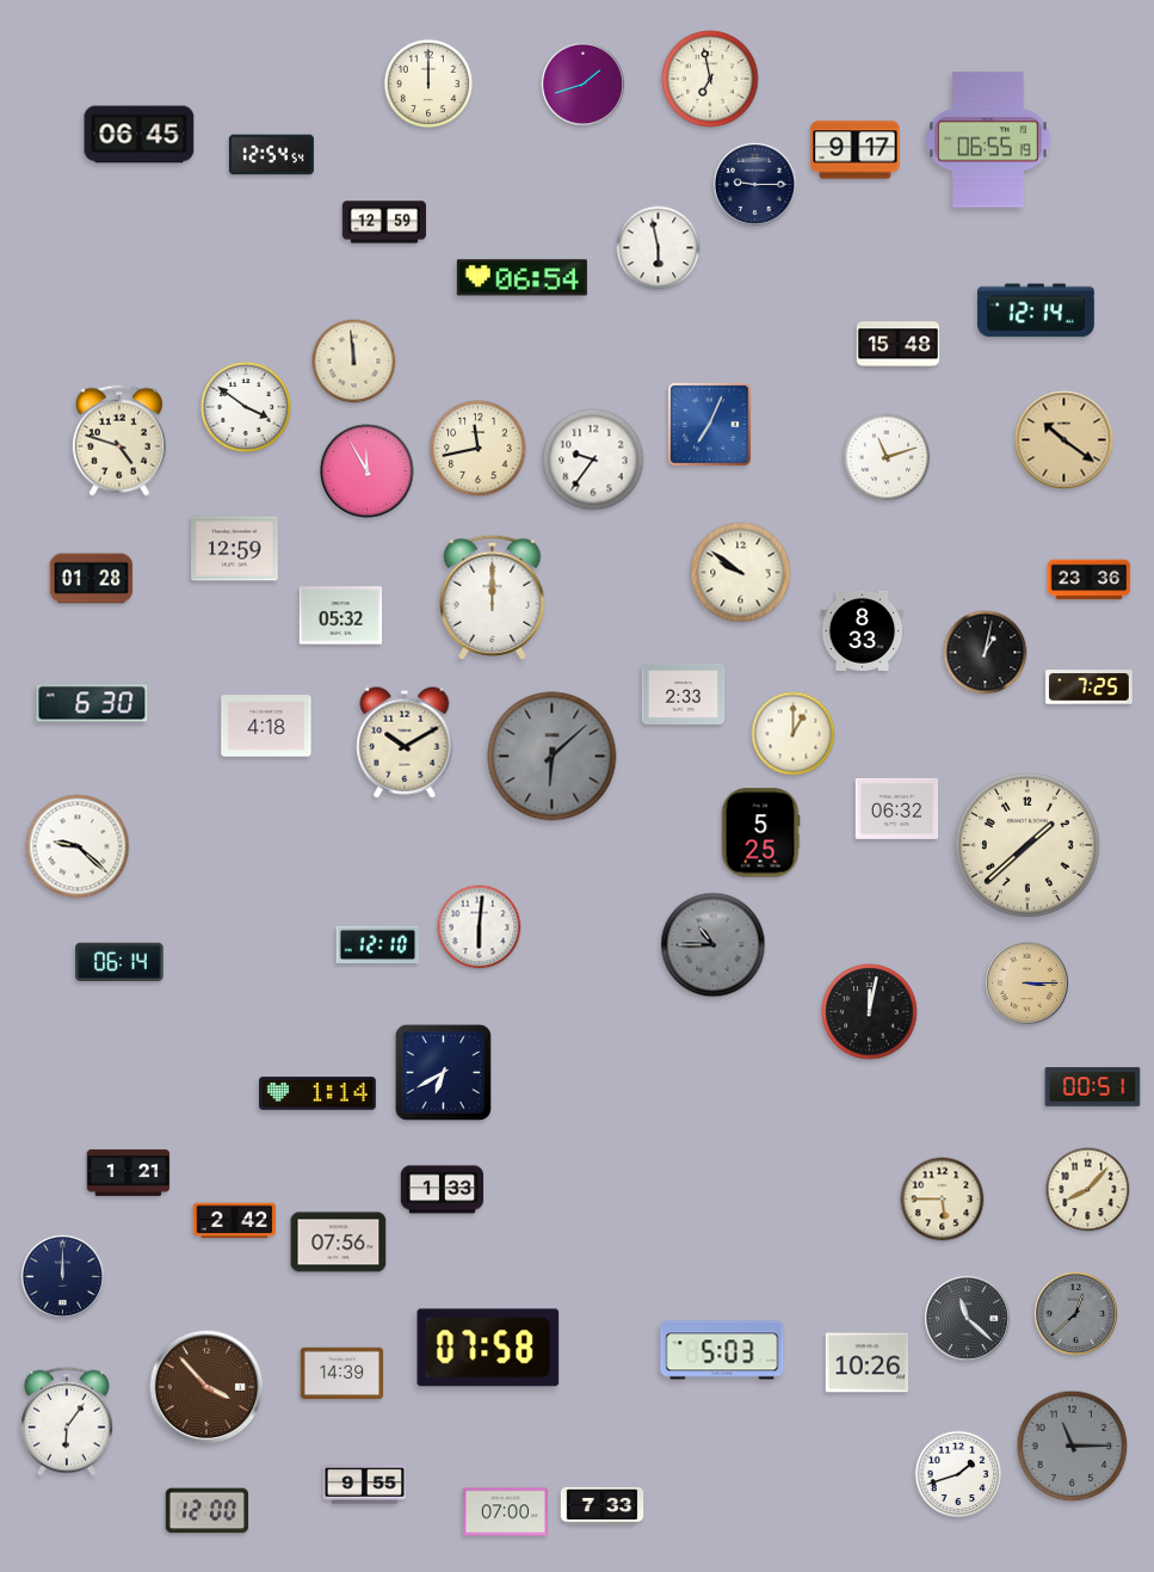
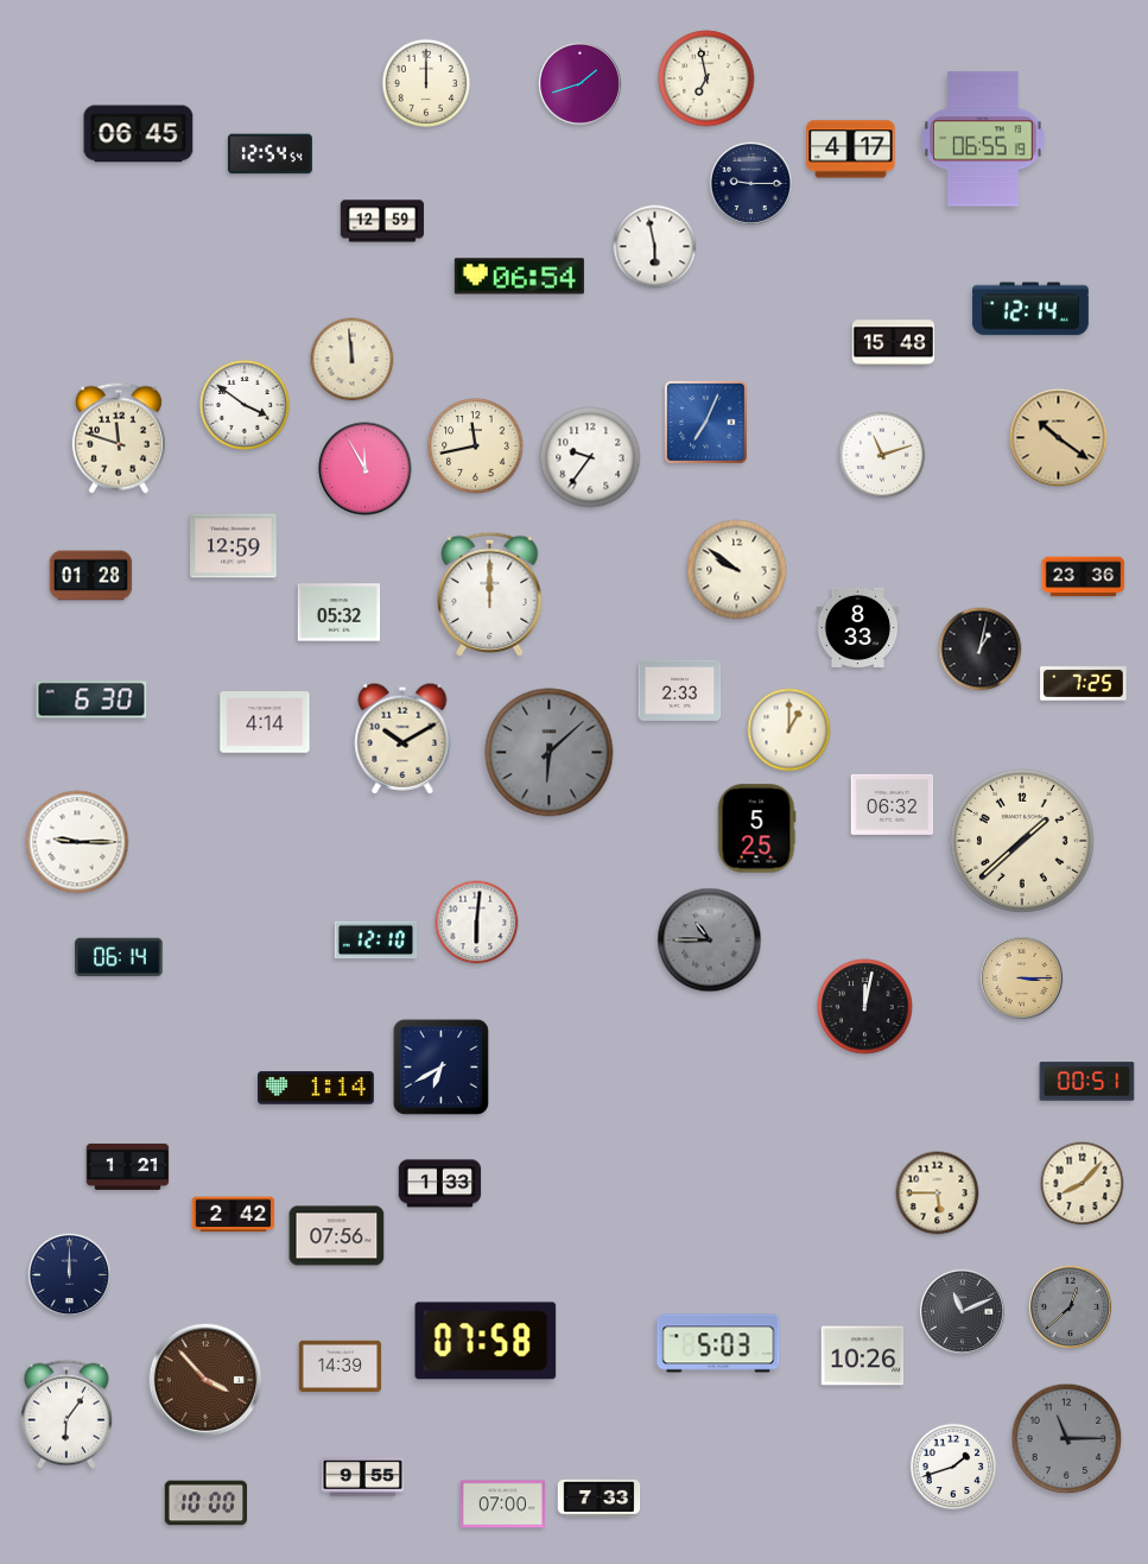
clock at (856, 150): 9:17 -> 4:17
clock at (119, 440): 4:48 -> 11:48
clock at (266, 726): 4:18 -> 4:14
clock at (78, 846): 9:22 -> 9:15
clock at (62, 1276) position: (62, 1276) -> (69, 1274)
clock at (967, 1318): 11:22 -> 11:11
clock at (208, 1511): 12:00 -> 10:00
